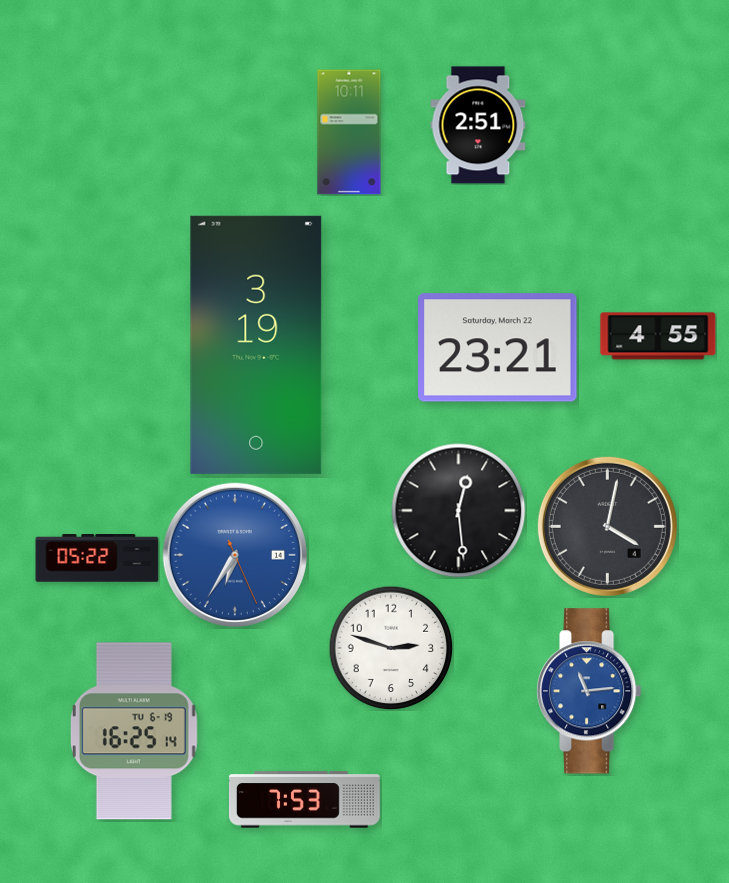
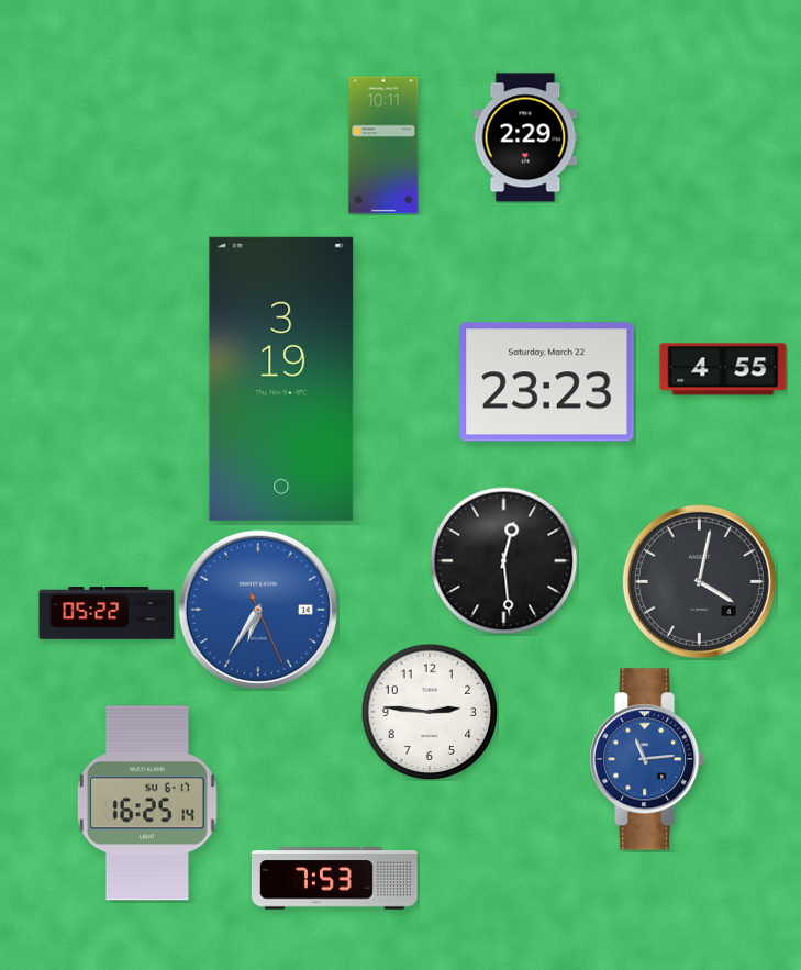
clock at (478, 125): 2:51 -> 2:29
clock at (498, 348): 23:21 -> 23:23
clock at (607, 526) position: (607, 526) -> (699, 581)
clock at (391, 648): 2:48 -> 2:46
clock at (134, 731) date: TU 6-19 -> SU 6-17
